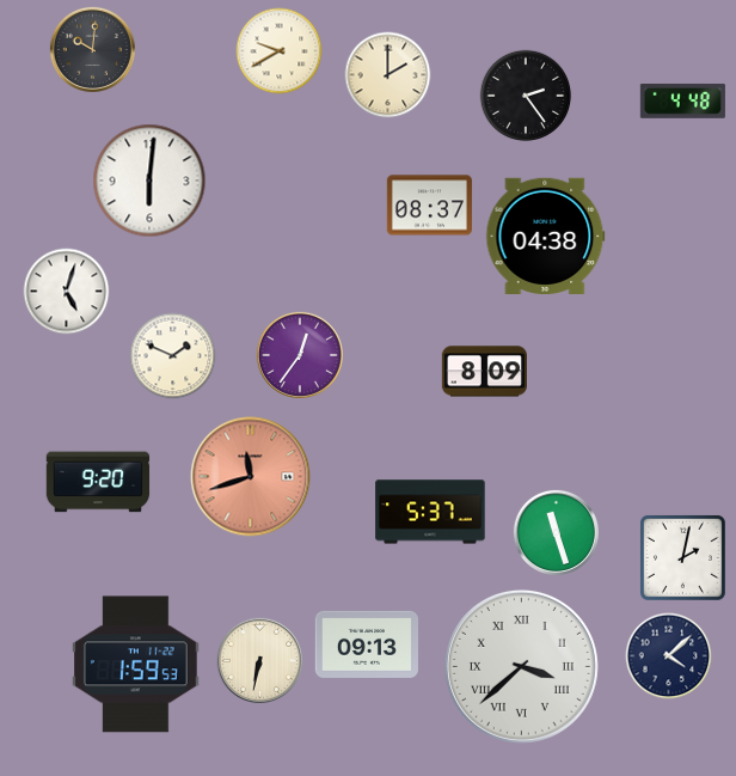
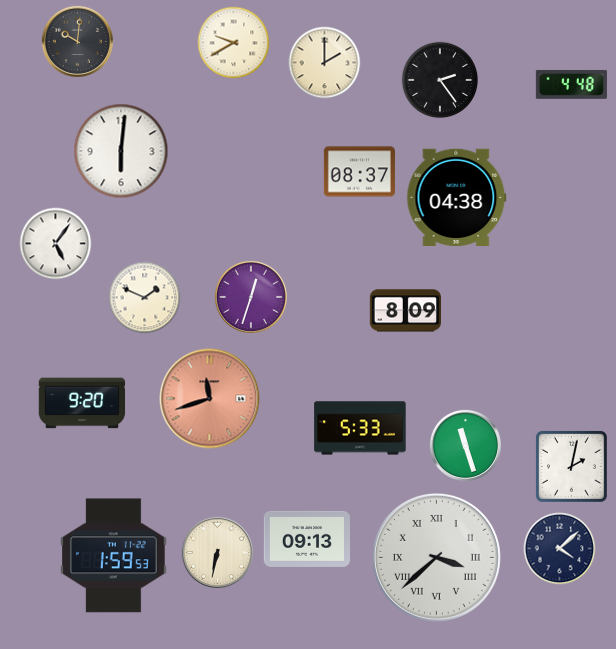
clock at (149, 181) position: (149, 181) -> (121, 151)
clock at (67, 292): 5:03 -> 5:06
clock at (300, 355): 12:36 -> 12:33
clock at (430, 512): 5:37 -> 5:33
